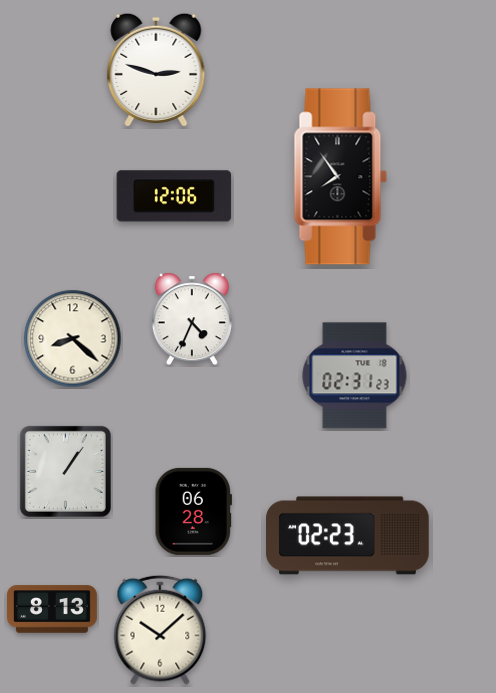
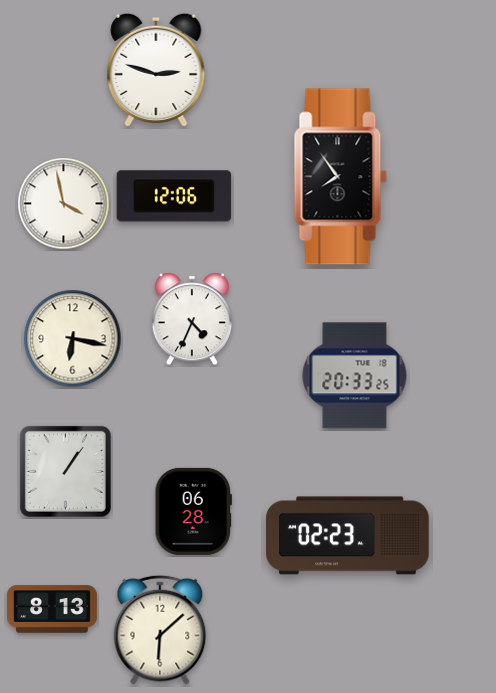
clock at (64, 204): none -> 3:58
clock at (73, 339): 8:22 -> 6:17
clock at (355, 376): 02:31 -> 20:33
clock at (160, 630): 10:08 -> 6:08
